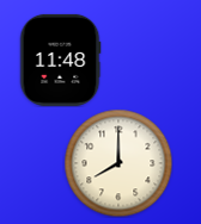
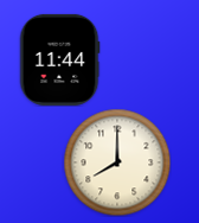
clock at (60, 60): 11:48 -> 11:44
